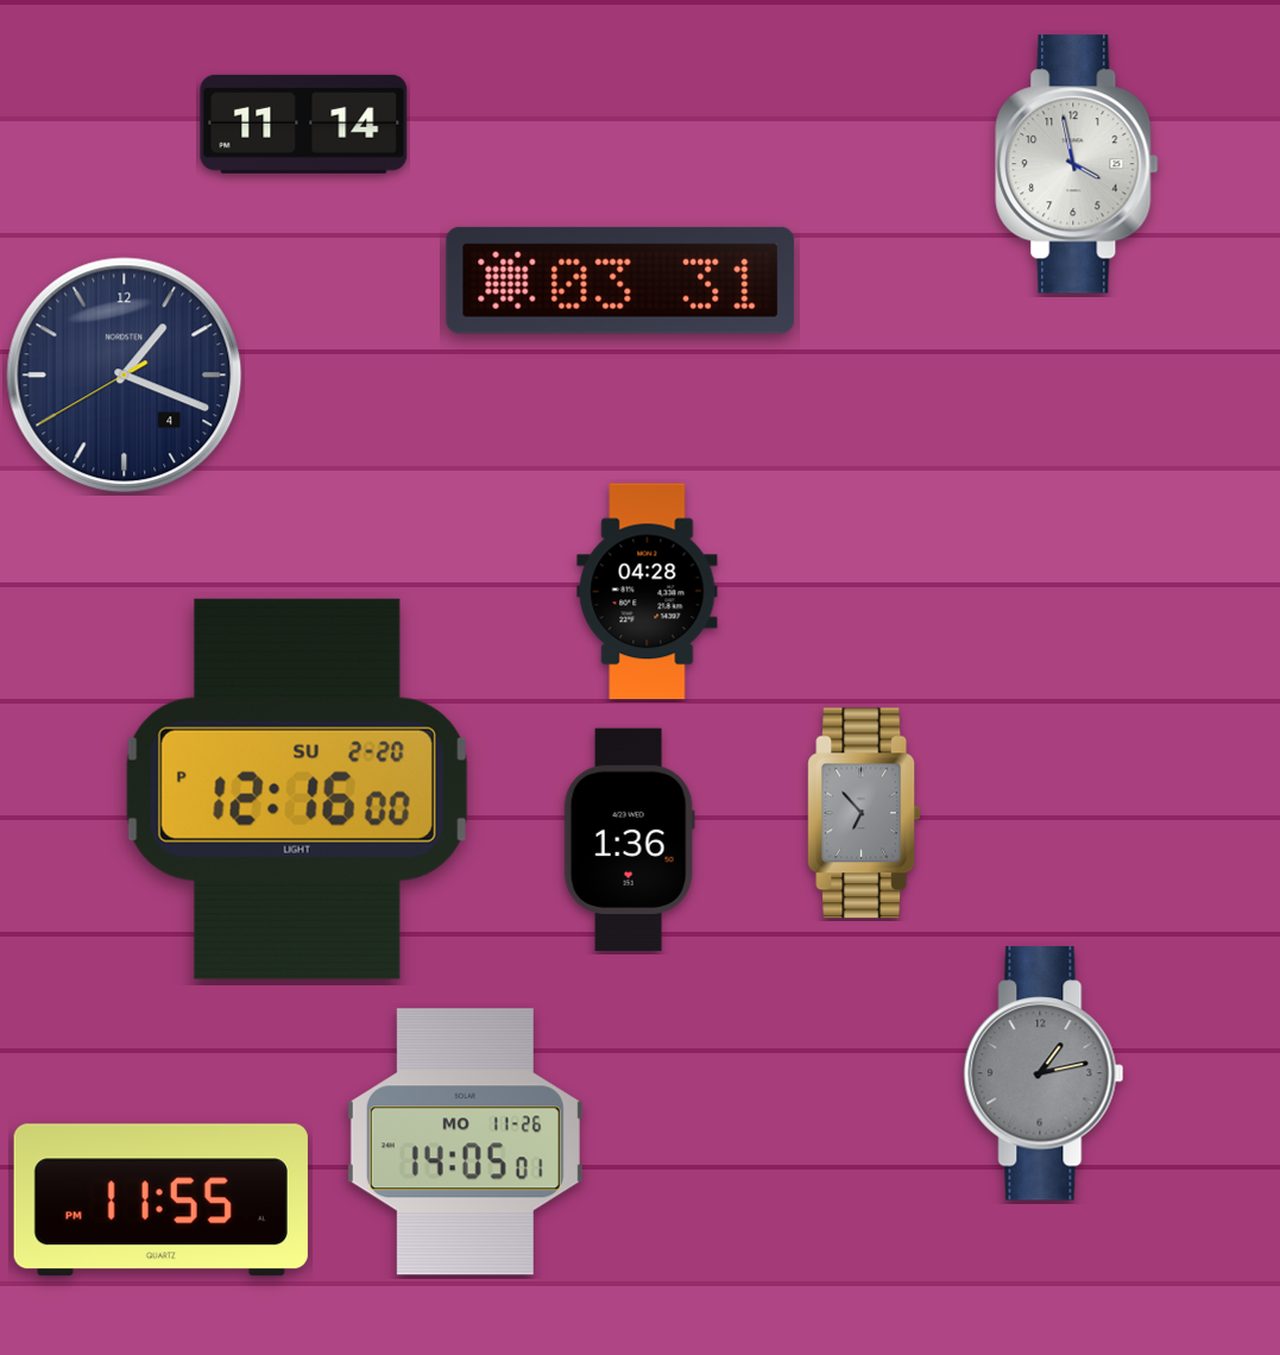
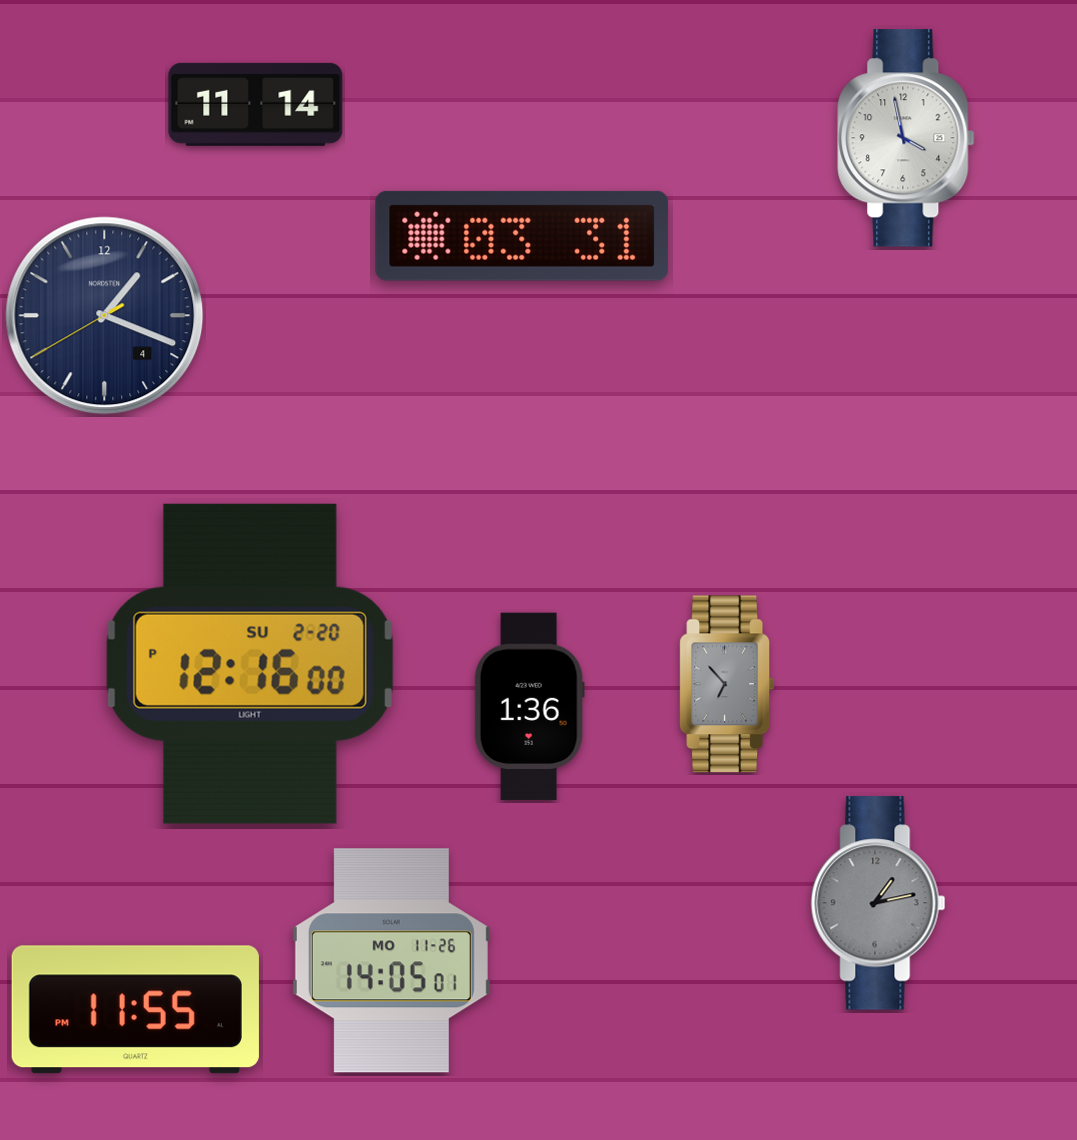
clock at (648, 592): 04:28 -> none
